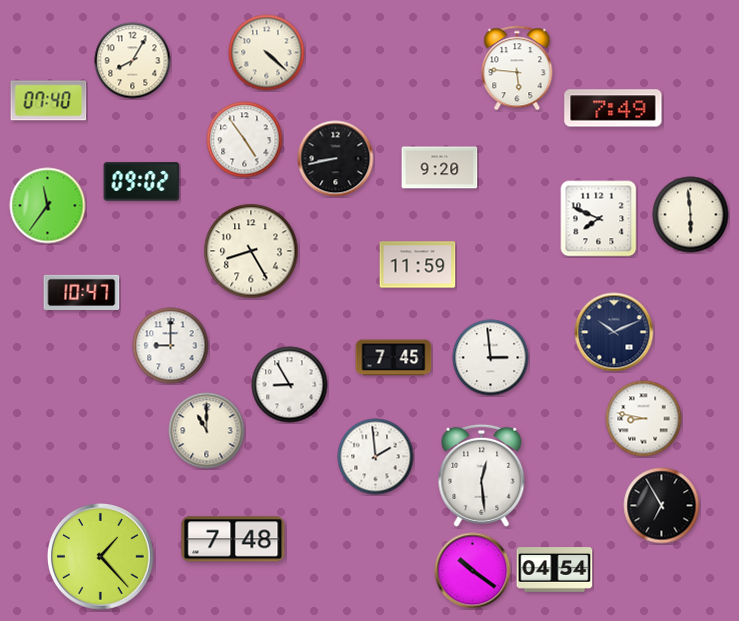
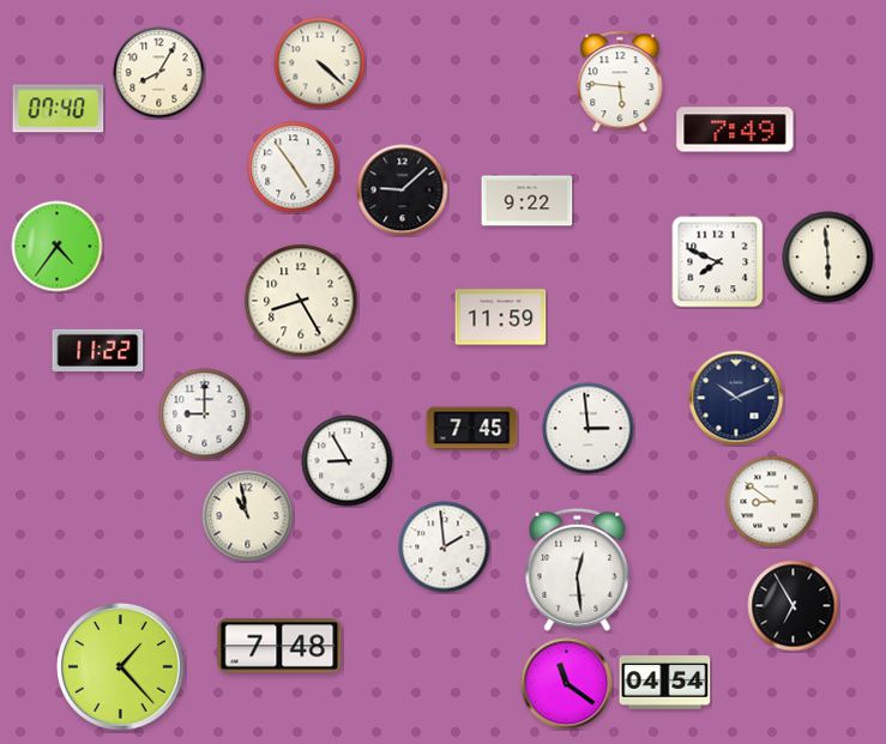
clock at (49, 101) position: (49, 101) -> (59, 109)
clock at (336, 159): 8:43 -> 9:08
clock at (440, 168): 9:20 -> 9:22
clock at (142, 182): 09:02 -> none
clock at (48, 206): 11:36 -> 4:36
clock at (82, 292): 10:47 -> 11:22
clock at (644, 419): 8:47 -> 8:51
clock at (207, 431): 11:00 -> 10:58
clock at (376, 457) position: (376, 457) -> (445, 548)
clock at (473, 571): 10:21 -> 11:21
